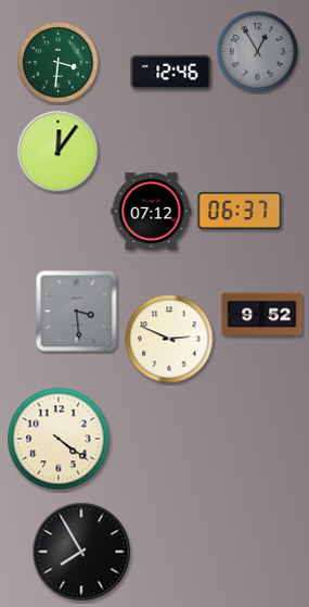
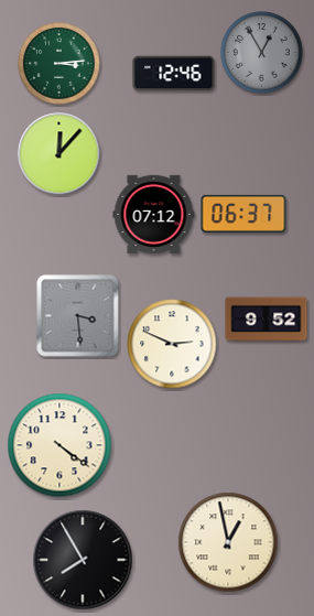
clock at (59, 63): 3:31 -> 3:14
clock at (59, 152): 12:06 -> 12:07
clock at (228, 542): none -> 12:58
